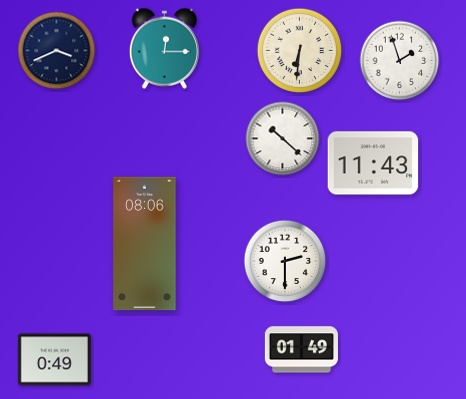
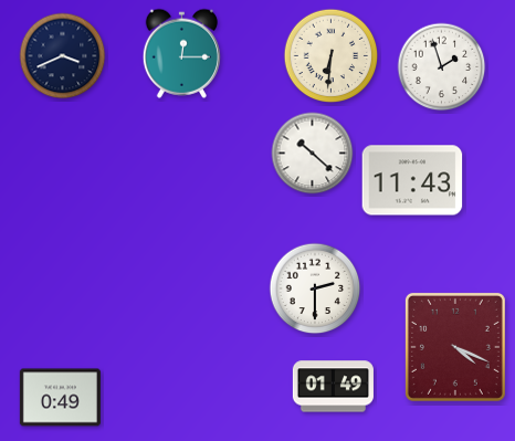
clock at (145, 244): 08:06 -> none
clock at (455, 347): none -> 4:19
